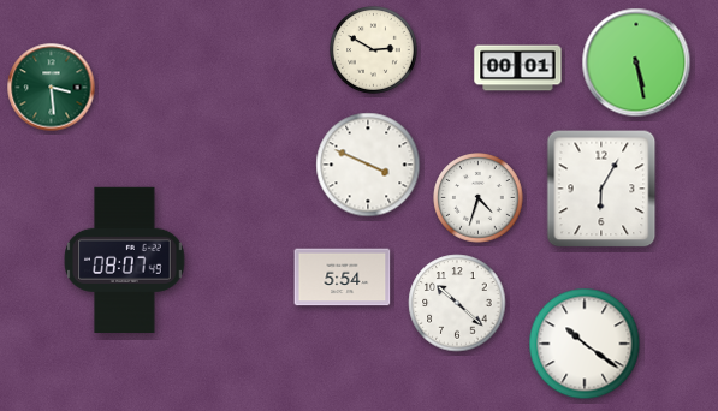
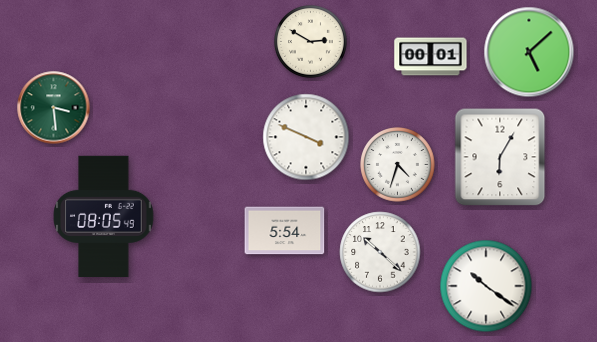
clock at (636, 62): 5:28 -> 5:08
clock at (52, 88) position: (52, 88) -> (54, 108)
clock at (125, 260): 08:07 -> 08:05
